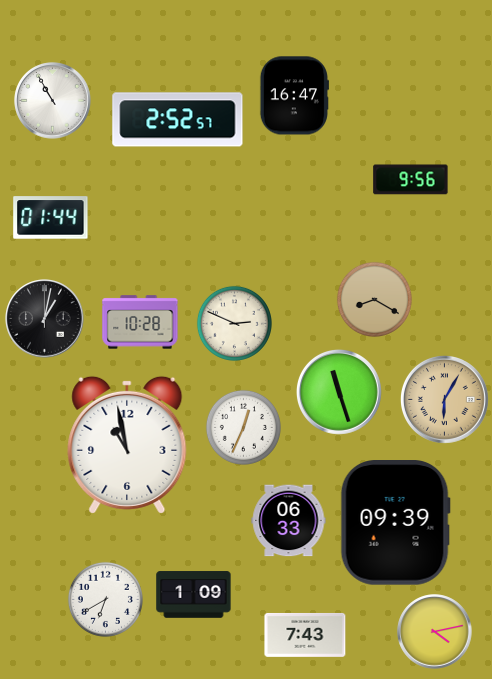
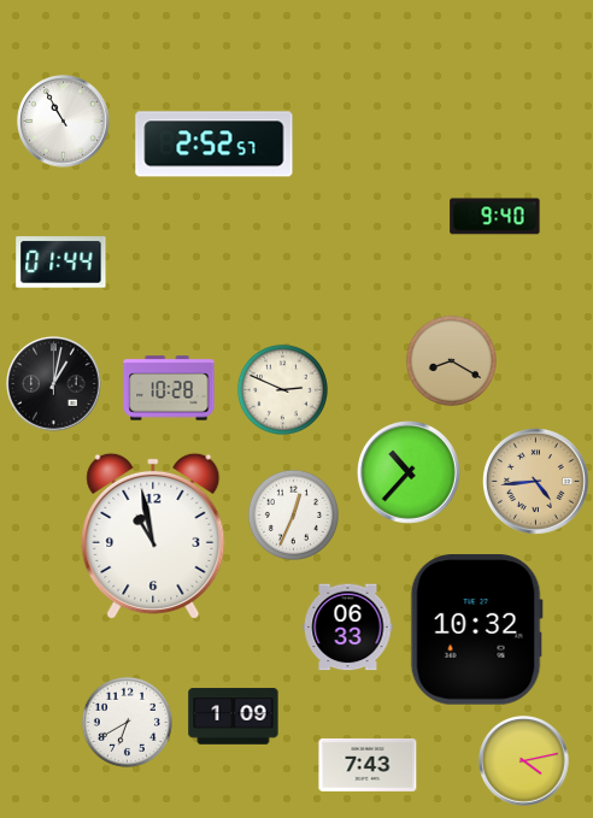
clock at (294, 96): 16:47 -> none
clock at (411, 180): 9:56 -> 9:40
clock at (339, 392): 11:27 -> 10:37
clock at (444, 399): 6:05 -> 4:44
clock at (395, 523): 09:39 -> 10:32
